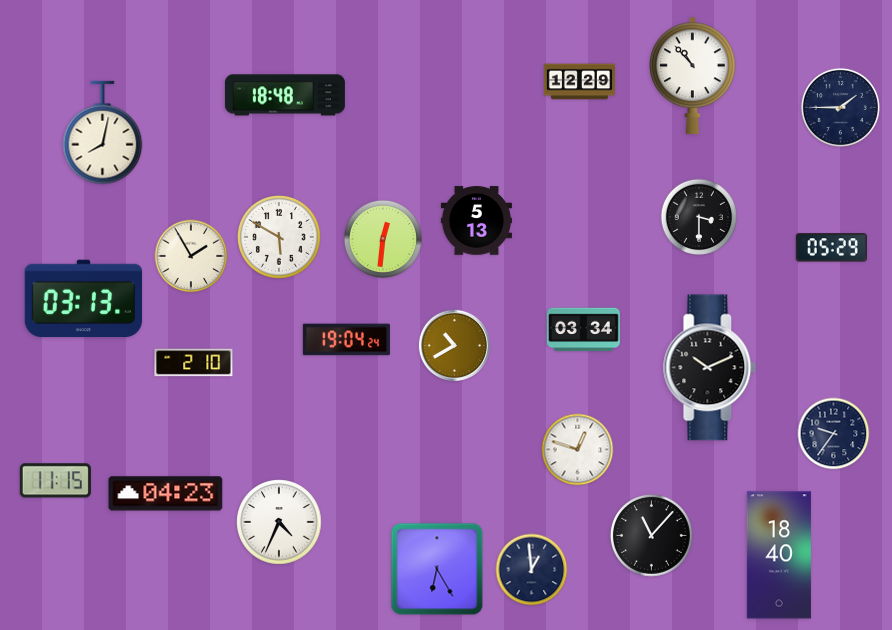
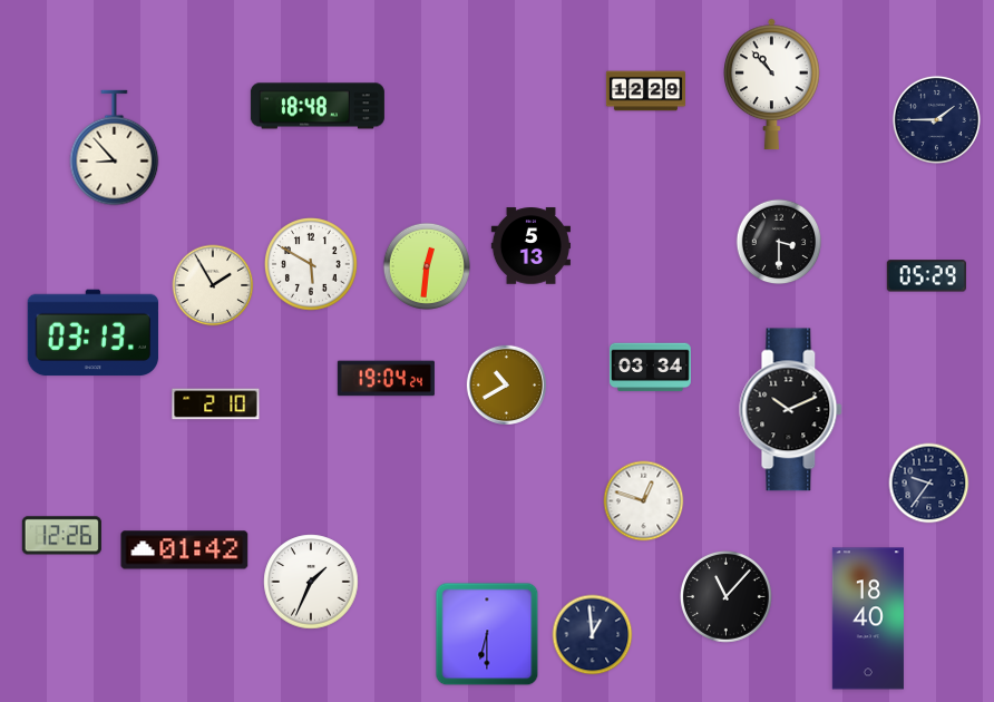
clock at (103, 133): 8:02 -> 8:53
clock at (55, 481): 11:15 -> 12:26
clock at (166, 494): 04:23 -> 01:42
clock at (279, 522): 4:34 -> 1:34
clock at (437, 569): 6:25 -> 6:30
